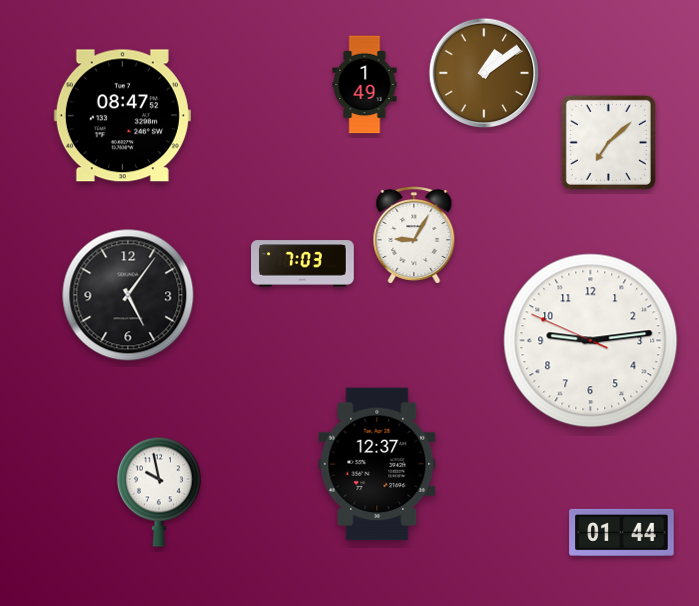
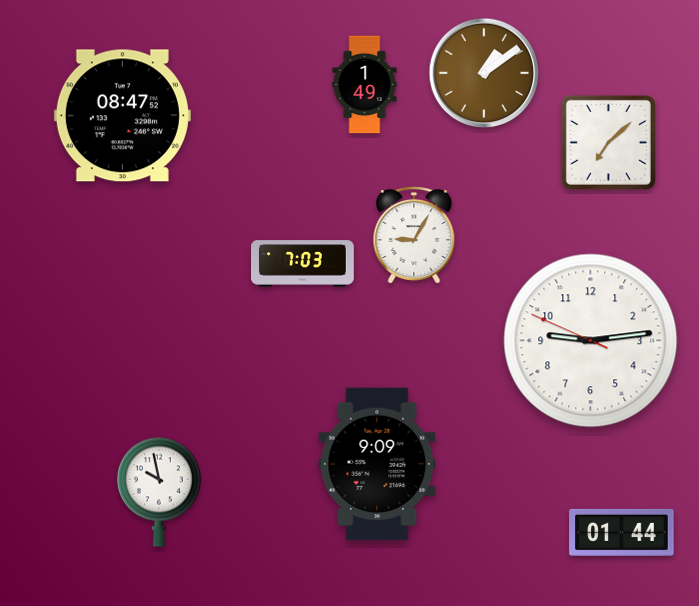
clock at (128, 295): 5:06 -> none
clock at (377, 464): 12:37 -> 9:09
